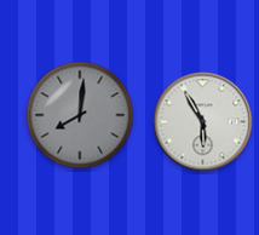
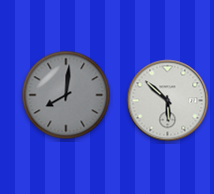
clock at (203, 122): 5:55 -> 5:52
